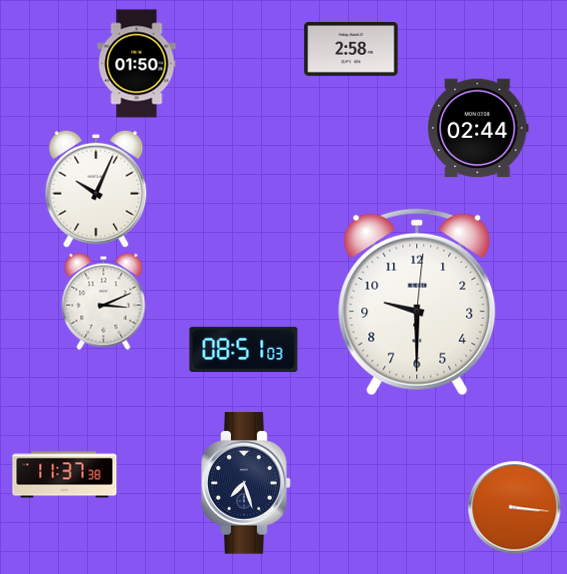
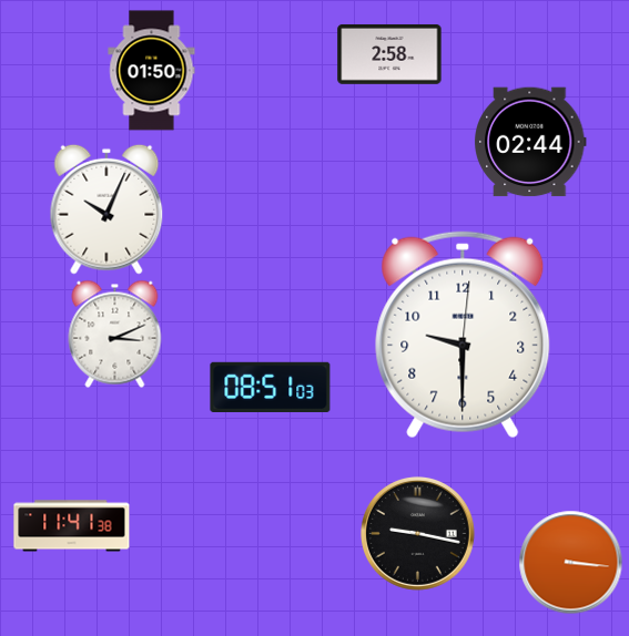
clock at (65, 475): 11:37 -> 11:41
clock at (417, 533): none -> 9:17
clock at (246, 483): 7:27 -> none
